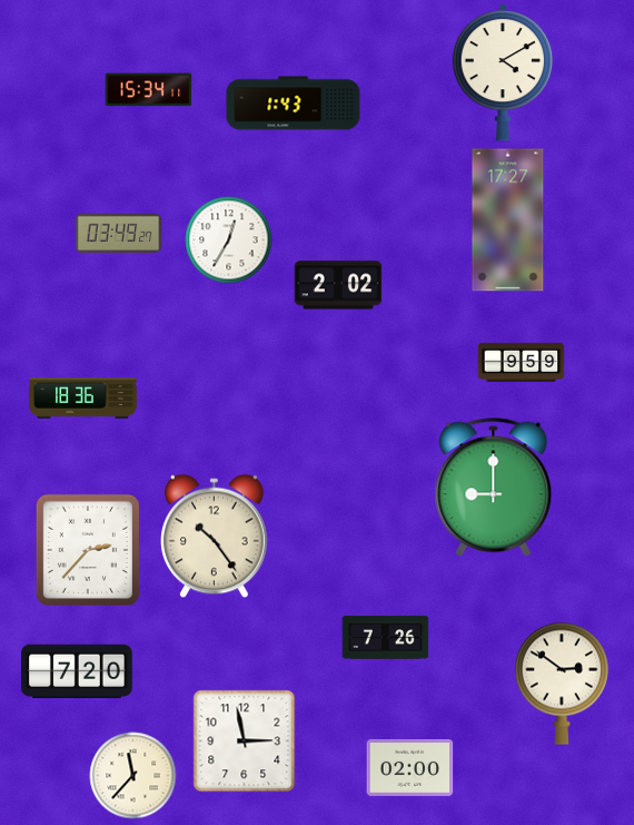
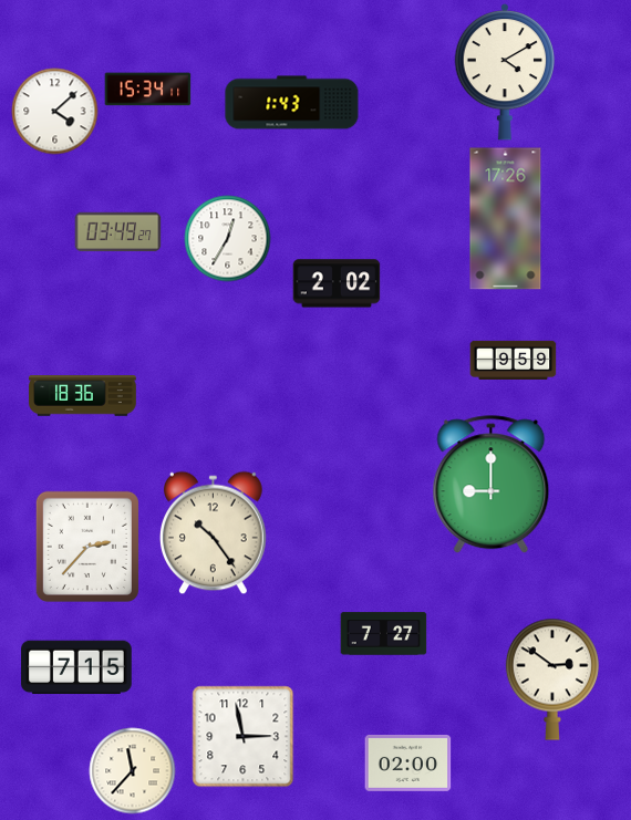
clock at (503, 72) position: (503, 72) -> (505, 72)
clock at (54, 111): none -> 4:08
clock at (508, 220): 17:27 -> 17:26
clock at (521, 362) position: (521, 362) -> (513, 360)
clock at (385, 638): 7:26 -> 7:27
clock at (77, 671): 7:20 -> 7:15
clock at (562, 684) position: (562, 684) -> (552, 679)
